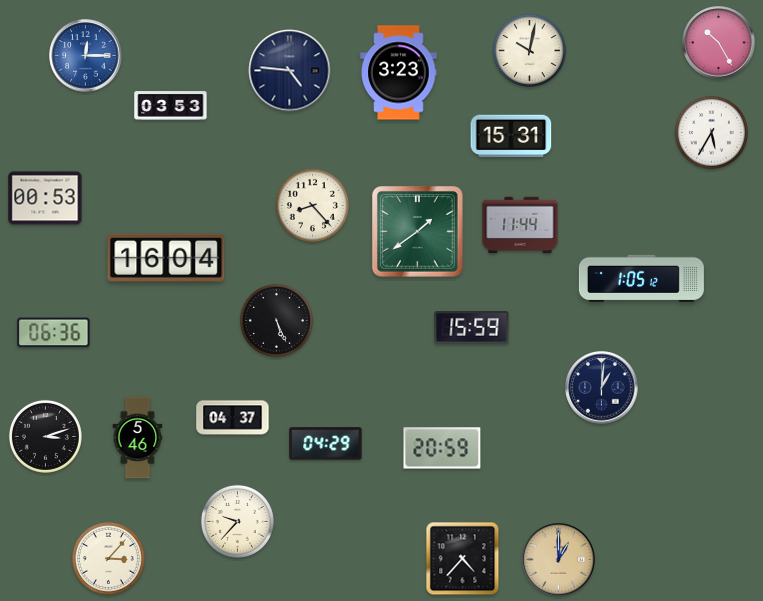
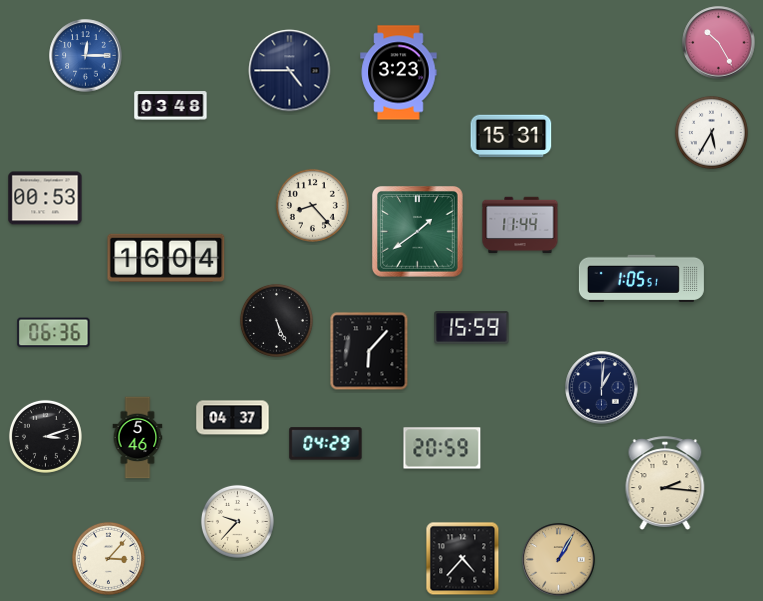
clock at (529, 50): 10:02 -> none
clock at (290, 71): 4:46 -> 4:45
clock at (171, 106): 03:53 -> 03:48
clock at (641, 278): 1:05:12 -> 1:05:51
clock at (369, 351): none -> 6:07
clock at (665, 483): none -> 2:16
clock at (559, 560): 1:00 -> 1:05
